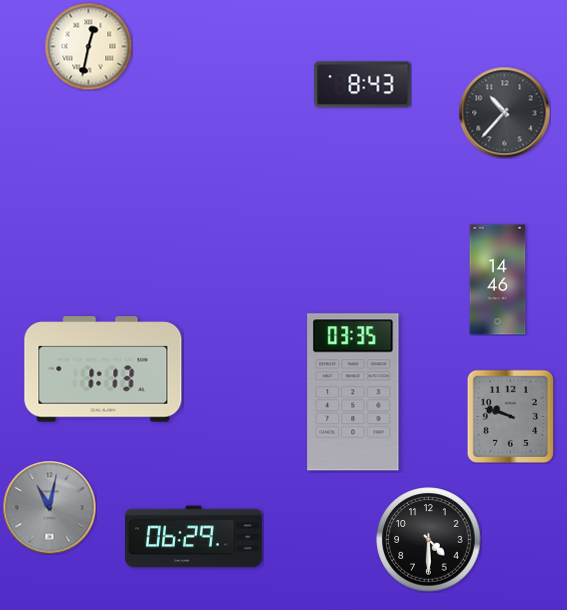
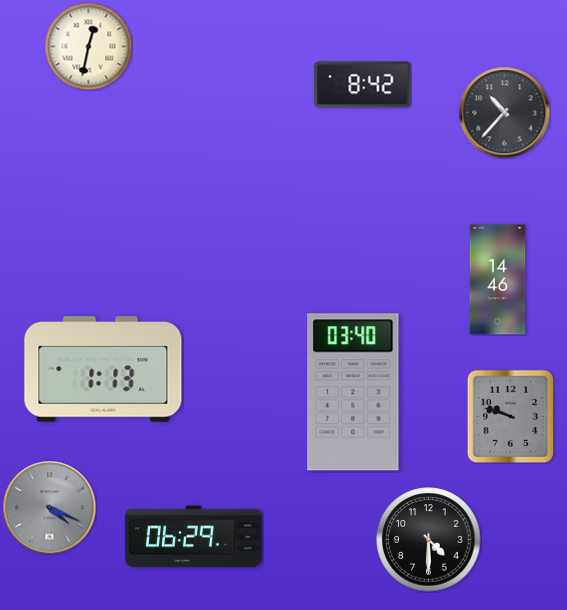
clock at (363, 85): 8:43 -> 8:42
clock at (353, 392): 03:35 -> 03:40
clock at (49, 507): 11:02 -> 4:19
